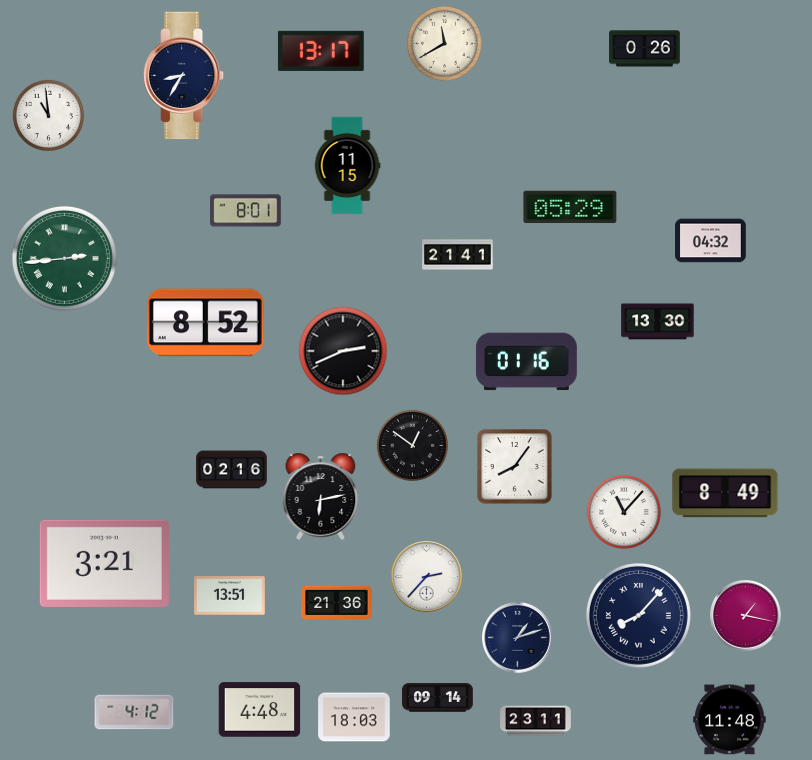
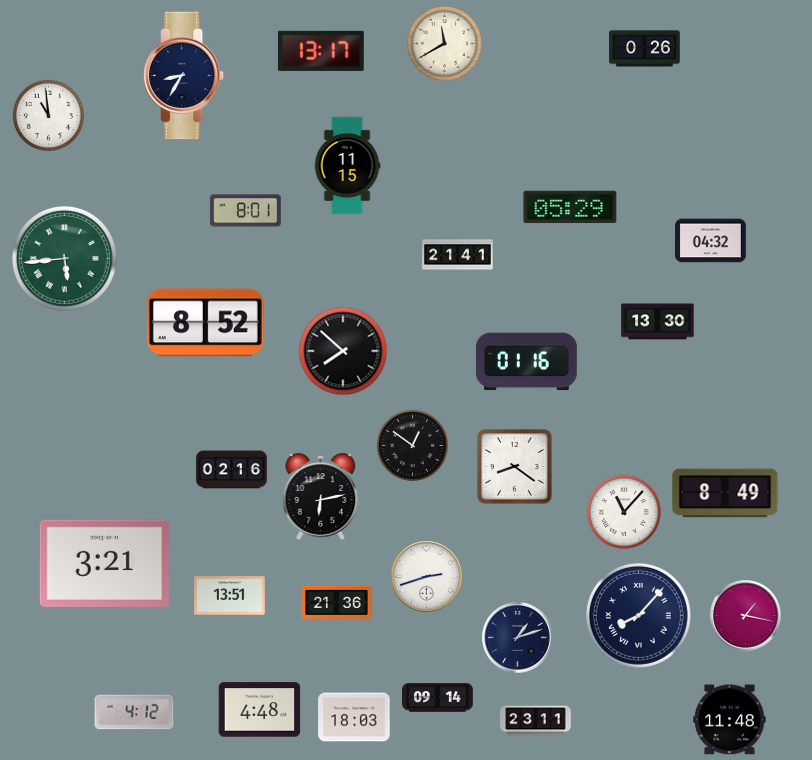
clock at (64, 258): 2:44 -> 5:44
clock at (343, 351): 2:41 -> 7:52
clock at (515, 467): 8:06 -> 8:21
clock at (427, 577): 2:37 -> 2:42
